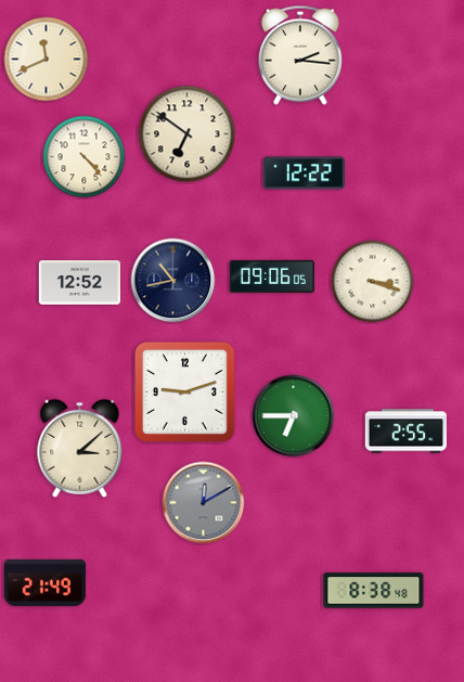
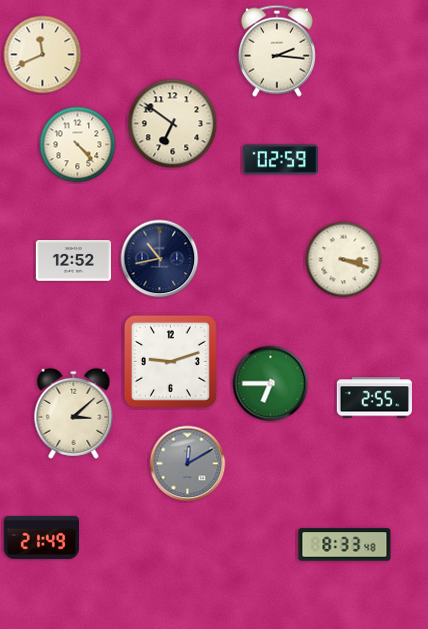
clock at (304, 173): 12:22 -> 02:59
clock at (272, 276): 09:06 -> none
clock at (374, 591): 8:38 -> 8:33
